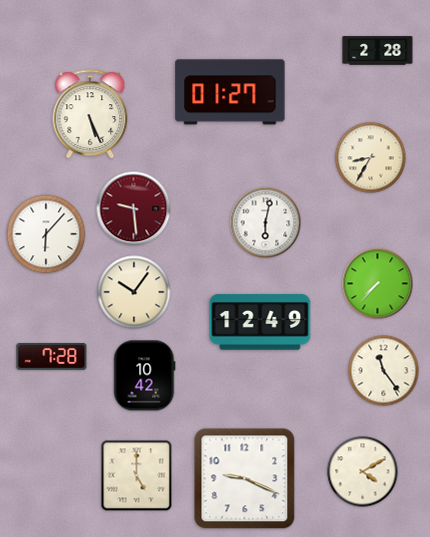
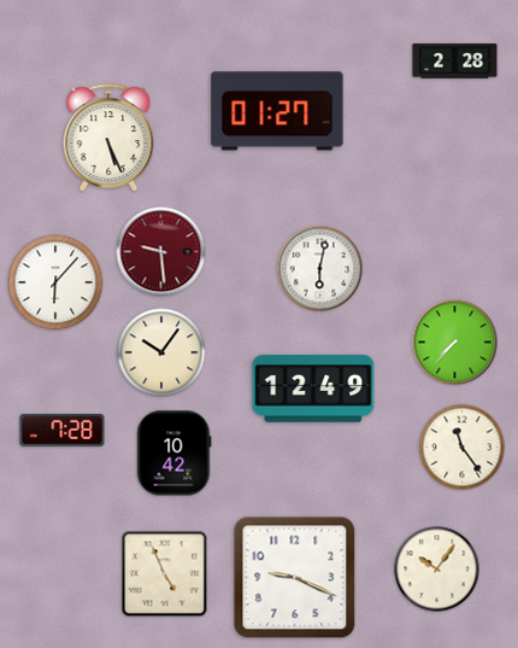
clock at (371, 158): 8:35 -> none
clock at (363, 472): 4:10 -> 10:06
clock at (137, 476): 5:00 -> 4:56
